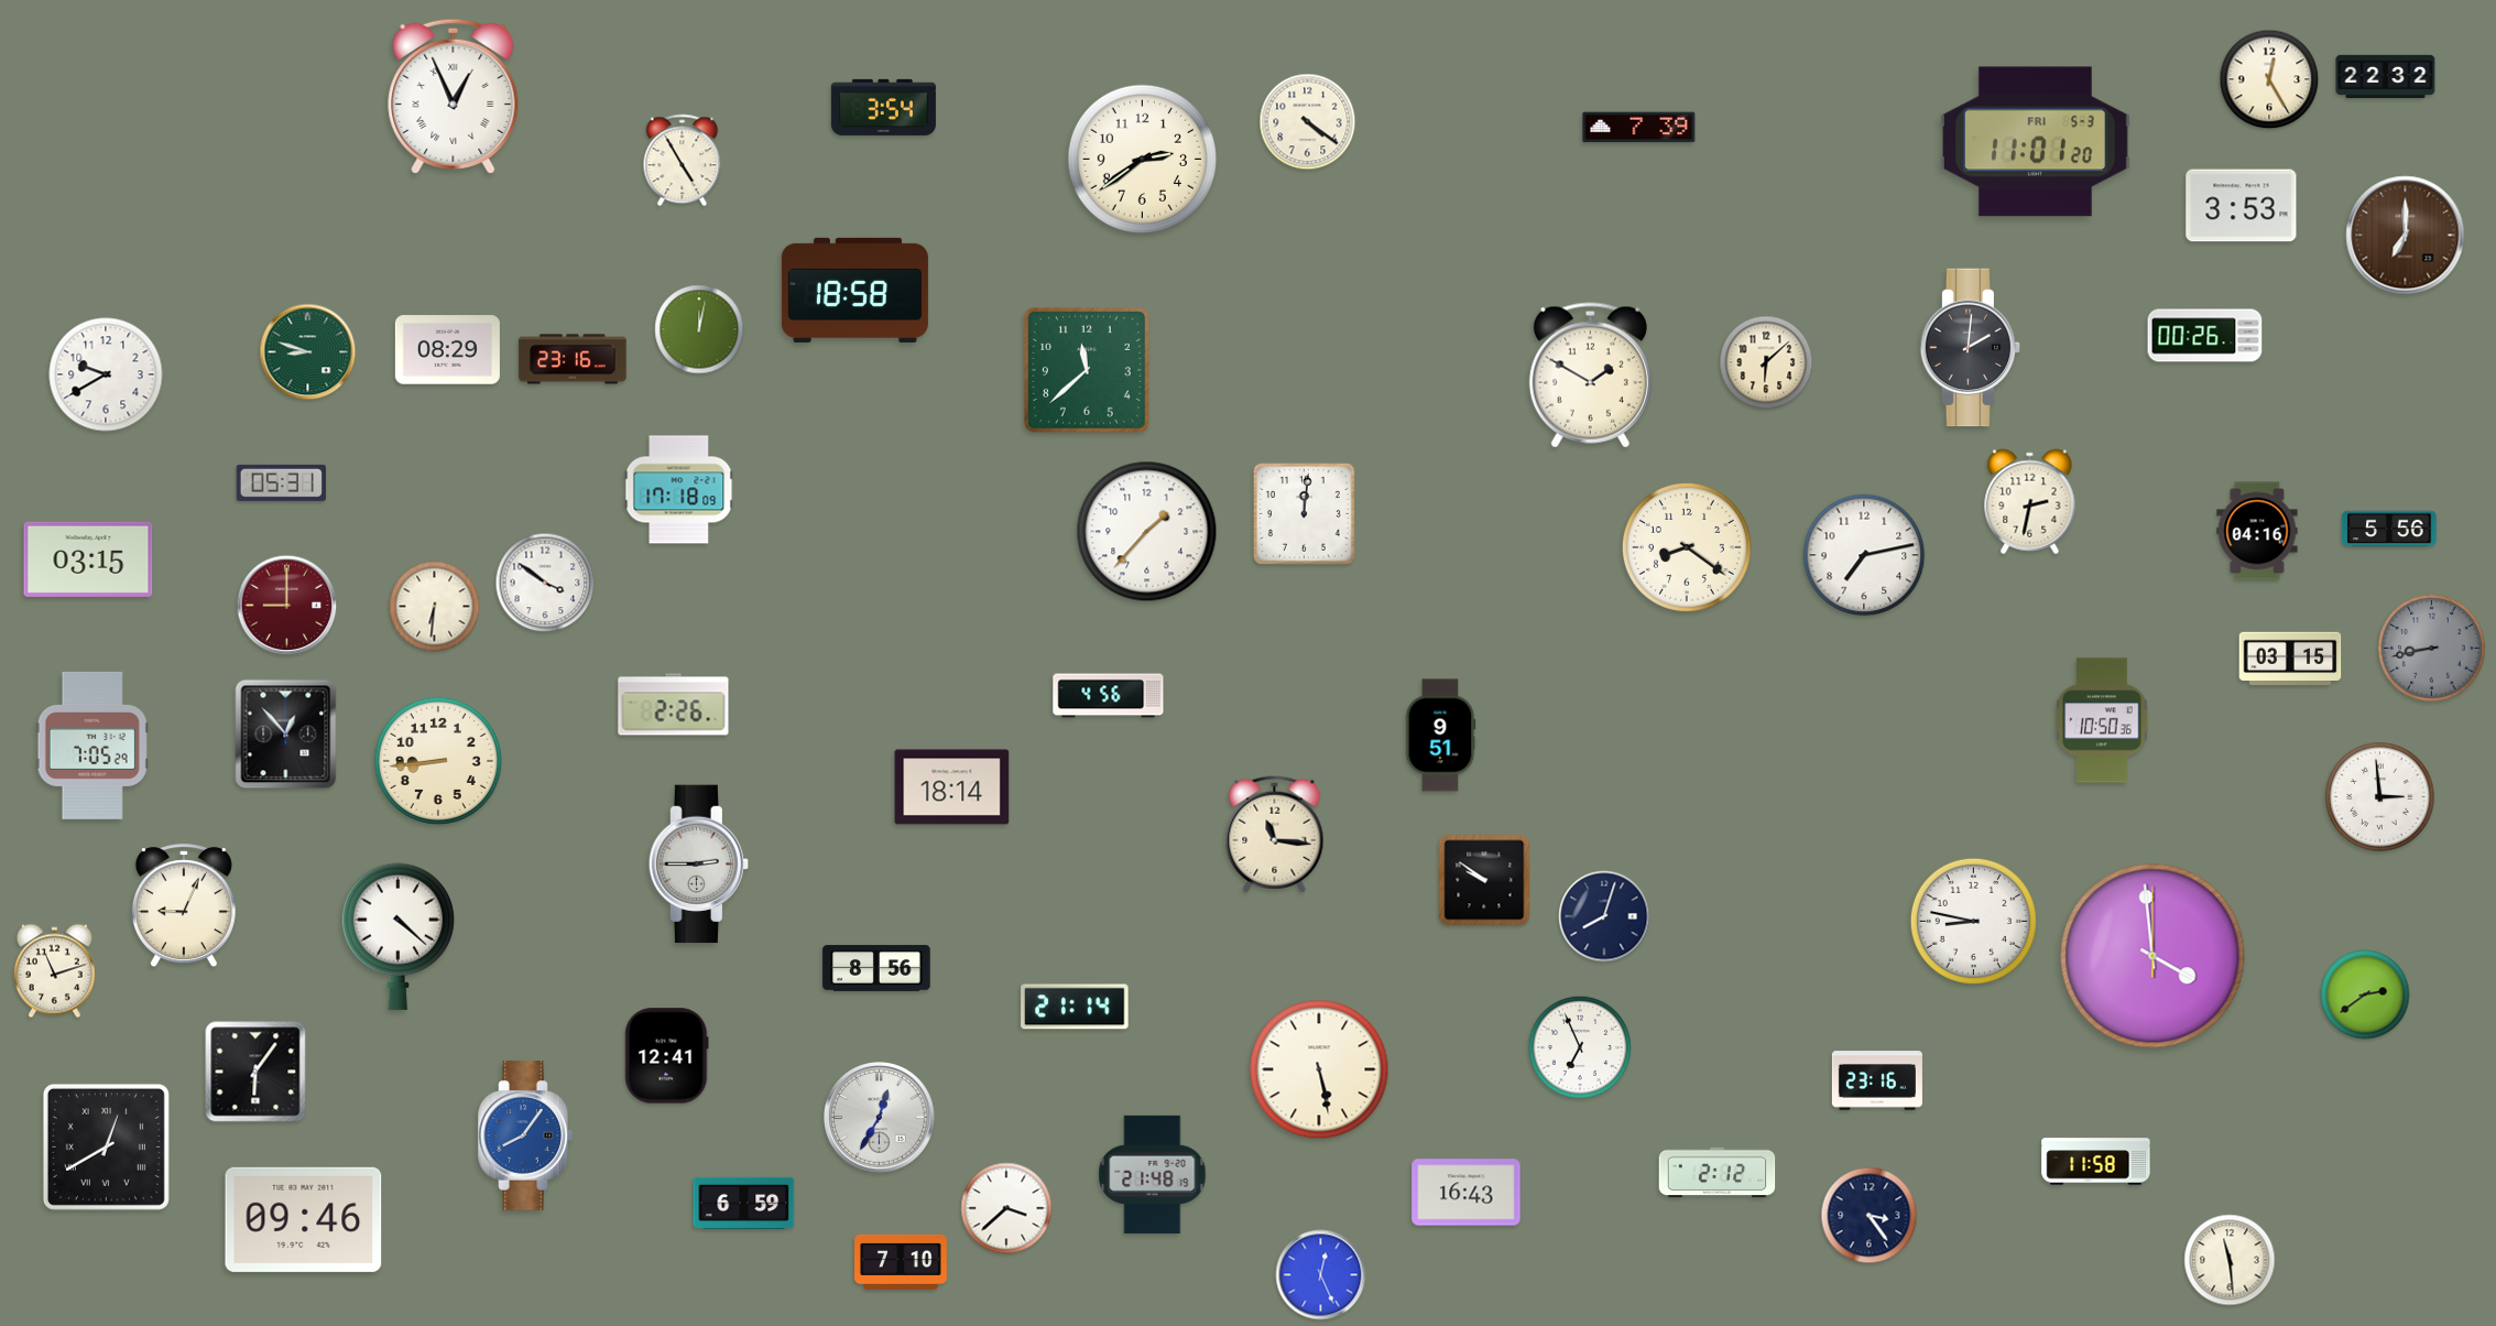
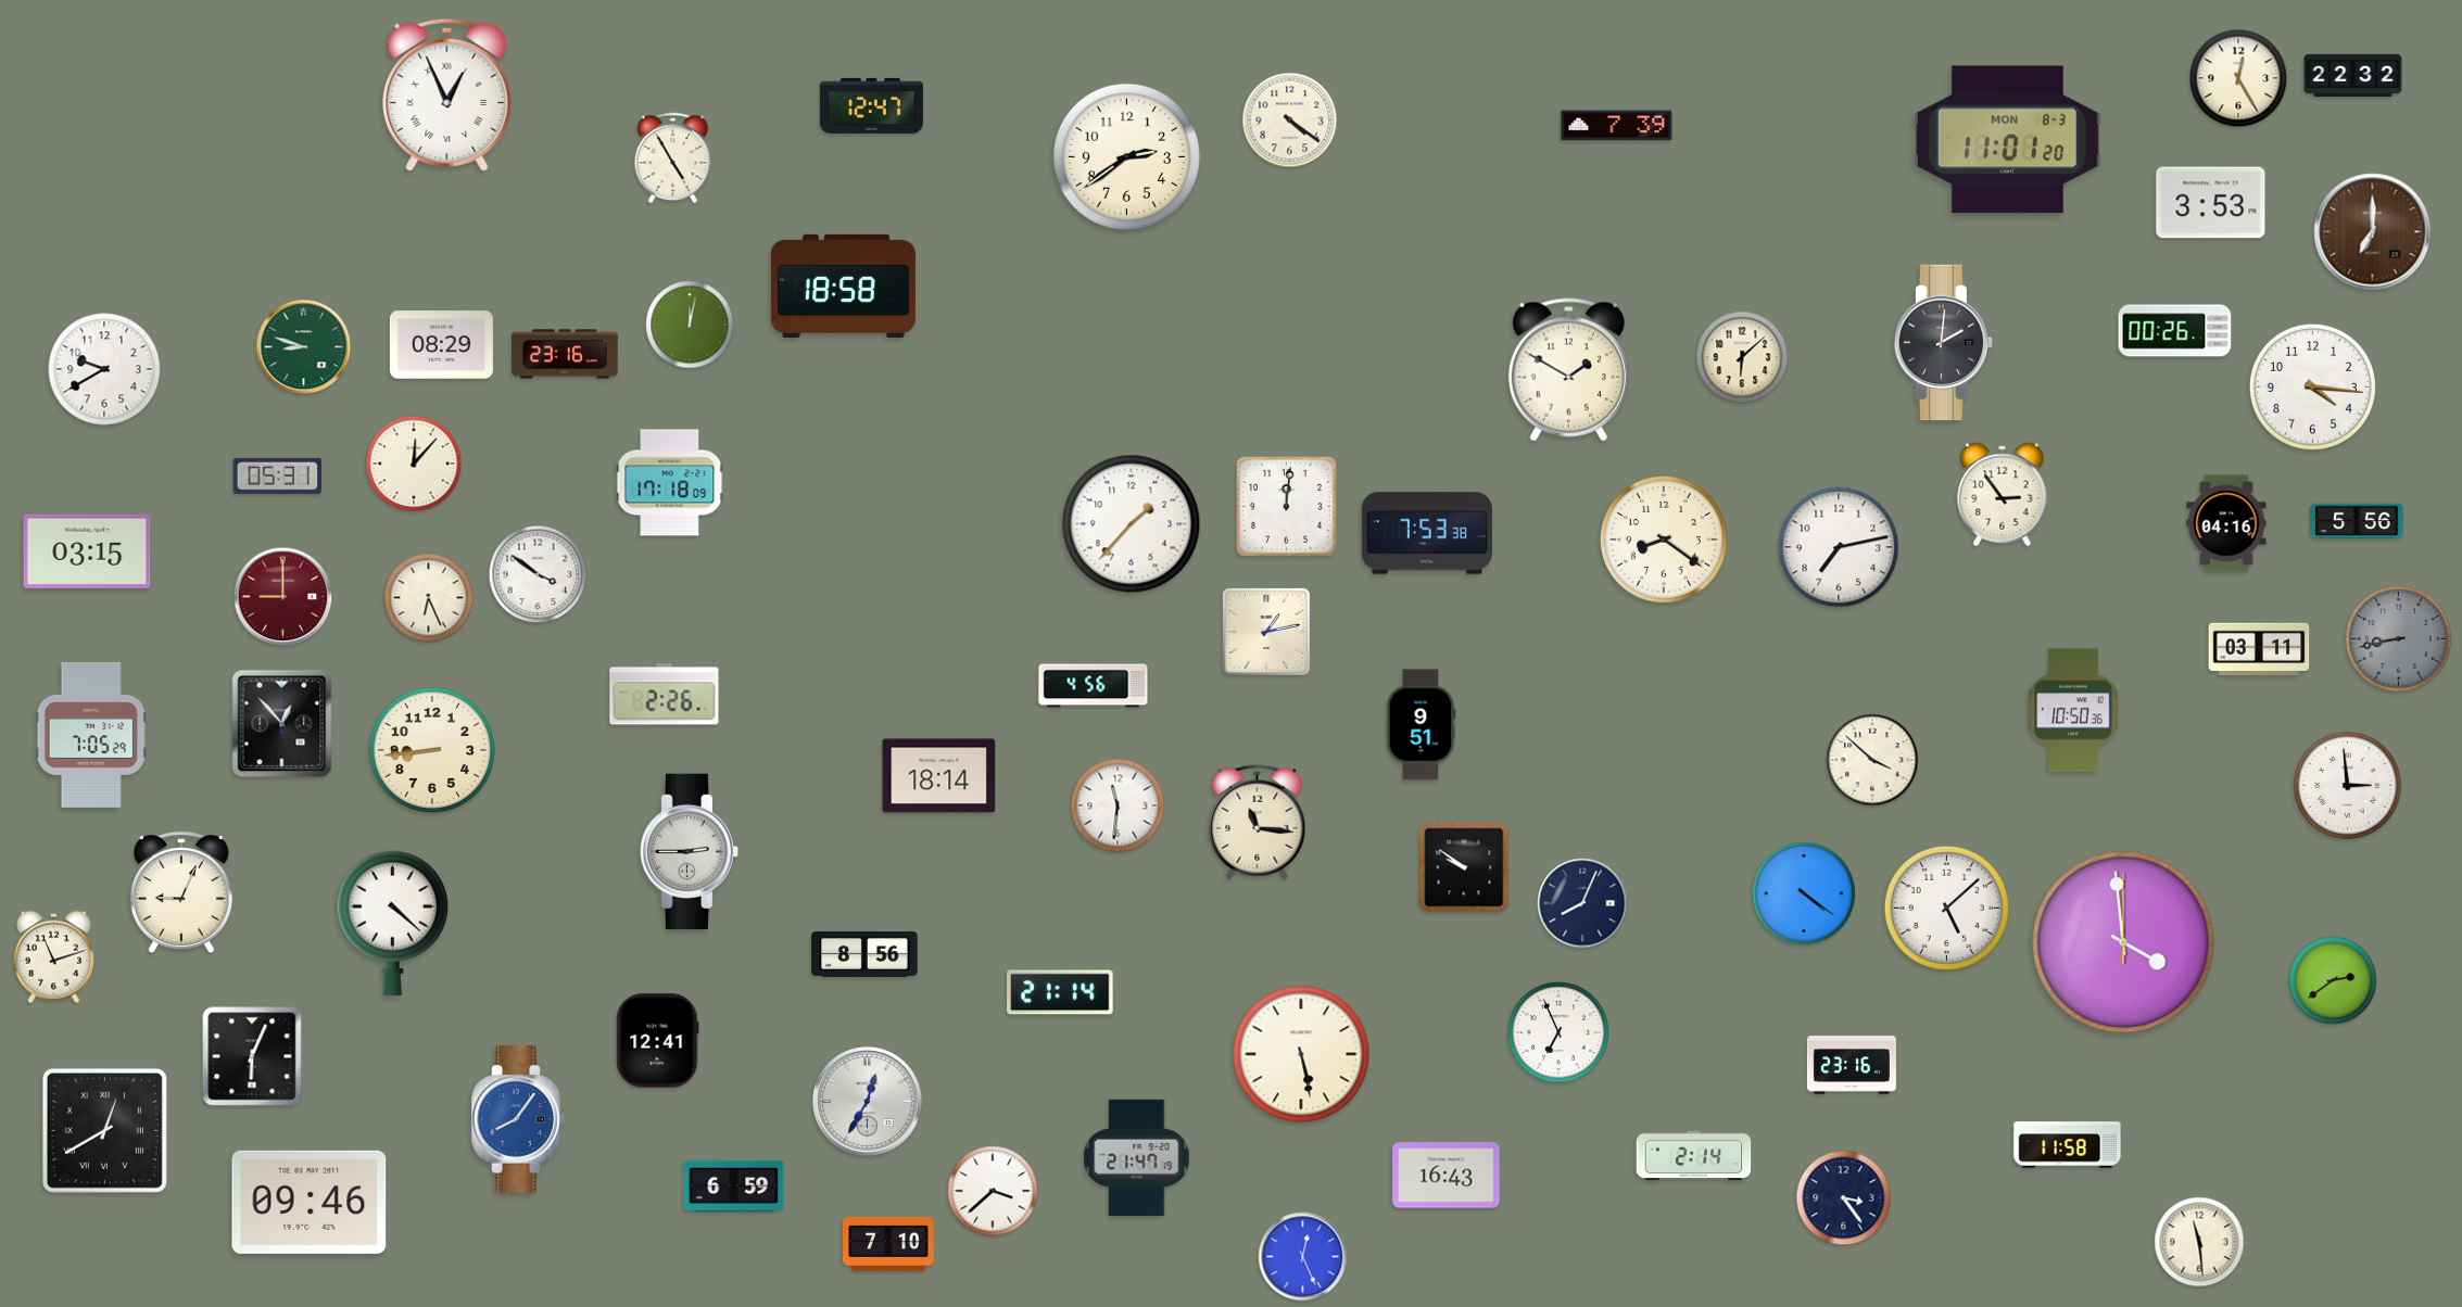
clock at (883, 107): 3:54 -> 12:47
clock at (2035, 142) date: FRI 5-3 -> MON 8-3
clock at (1087, 370): 11:38 -> none
clock at (2312, 386): none -> 4:16
clock at (414, 464): none -> 12:07
clock at (2030, 502): 2:32 -> 2:54
clock at (1427, 533): none -> 7:53
clock at (435, 607): 6:31 -> 6:26
clock at (1266, 632): none -> 1:13
clock at (2290, 659): 03:15 -> 03:11
clock at (1872, 760): none -> 3:52
clock at (1118, 805): none -> 11:31
clock at (1804, 893): none -> 4:21
clock at (1604, 916): 8:03 -> 8:04
clock at (1973, 921): 8:47 -> 5:08
clock at (255, 1072): 6:06 -> 6:04
clock at (1718, 1173): 2:12 -> 2:14
clock at (1153, 1174): 21:48 -> 21:47
clock at (304, 1219) position: (304, 1219) -> (310, 1202)
